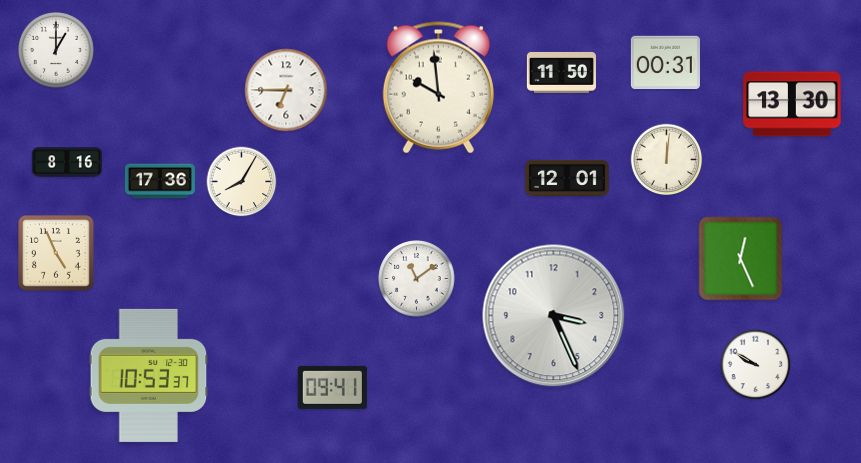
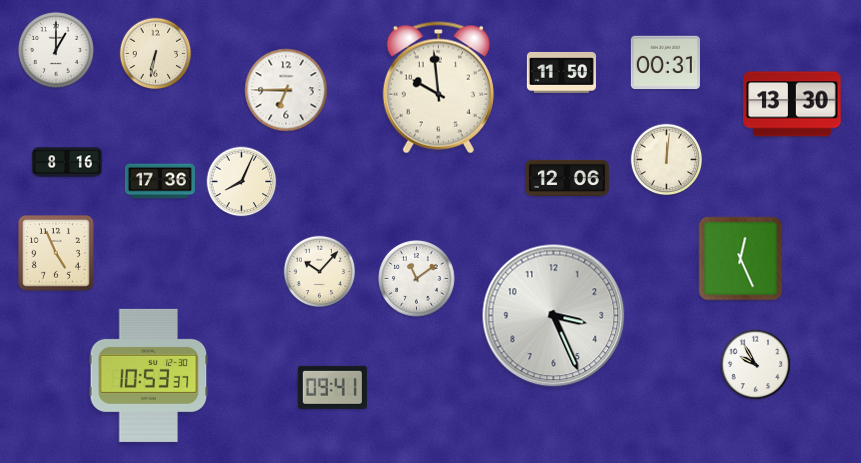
clock at (156, 54): none -> 6:32
clock at (567, 178): 12:01 -> 12:06
clock at (242, 182): 8:05 -> 8:04
clock at (320, 272): none -> 10:07
clock at (756, 365): 9:50 -> 9:55
